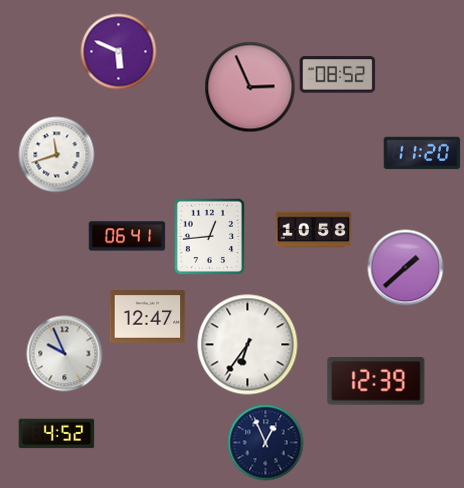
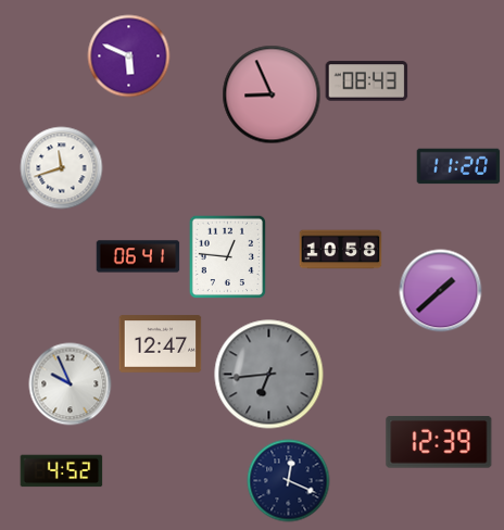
clock at (338, 75): 08:52 -> 08:43
clock at (250, 87): 2:56 -> 8:56
clock at (210, 236): 12:44 -> 12:46
clock at (248, 345): 6:36 -> 6:44
clock at (248, 345) dial: white -> grey
clock at (376, 382) position: (376, 382) -> (439, 443)
clock at (266, 443): 12:56 -> 12:19
